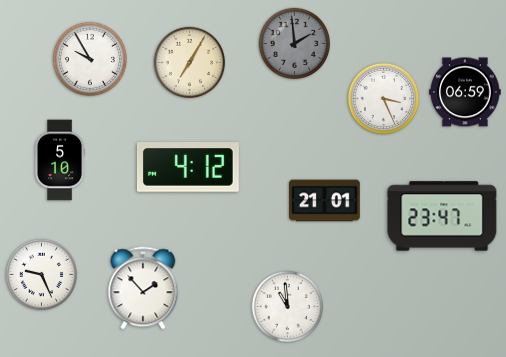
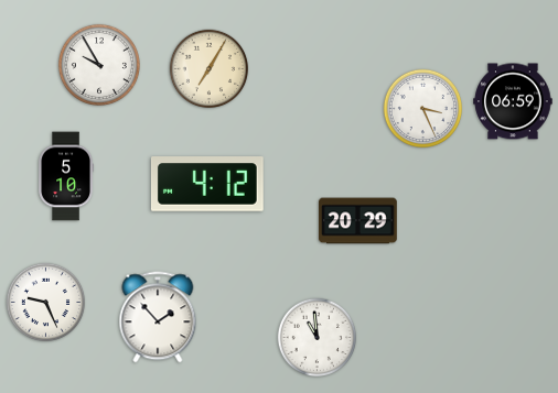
clock at (295, 44): 1:59 -> none
clock at (325, 201): 21:01 -> 20:29
clock at (442, 216): 23:47 -> none
